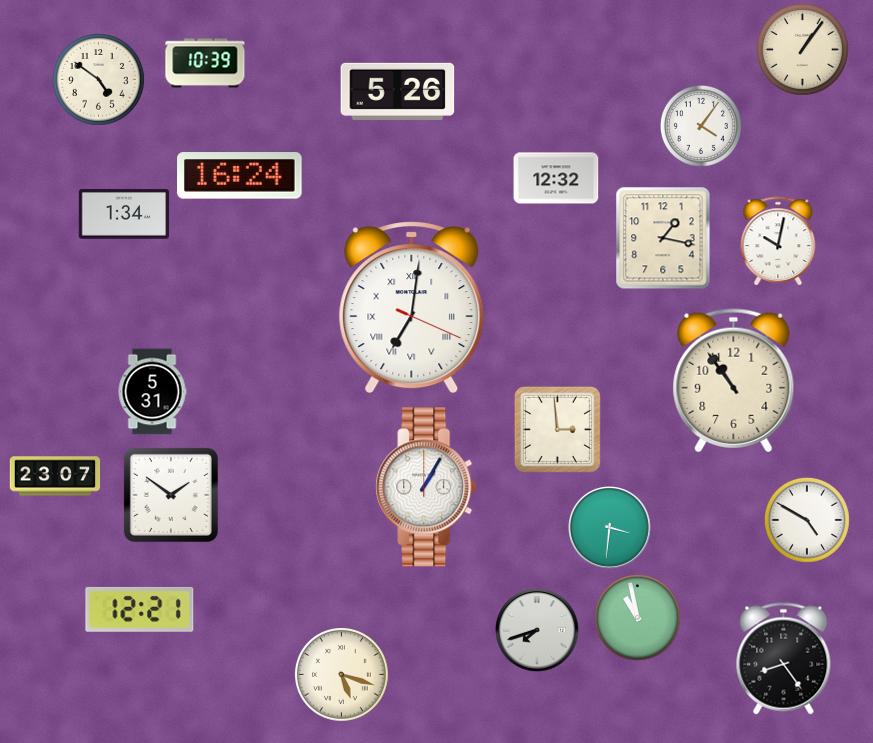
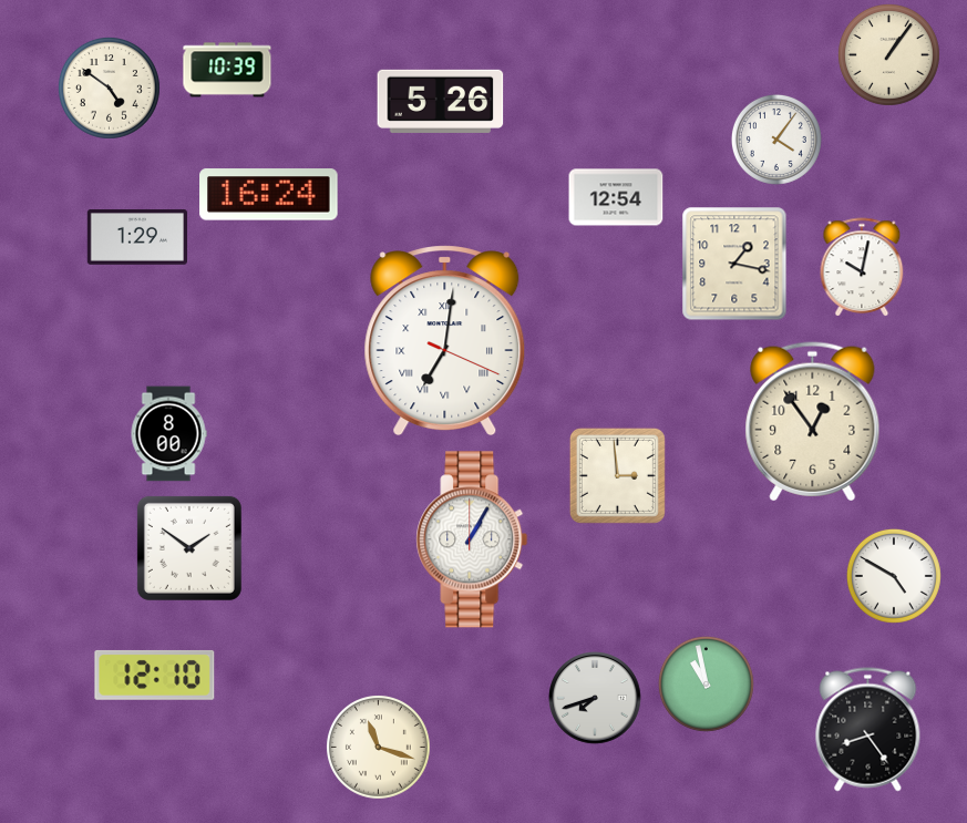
clock at (240, 176) position: (240, 176) -> (269, 195)
clock at (556, 178): 12:32 -> 12:54
clock at (123, 215): 1:34 -> 1:29
clock at (412, 308) position: (412, 308) -> (445, 341)
clock at (734, 381): 10:54 -> 12:54
clock at (152, 392): 5:31 -> 8:00
clock at (55, 476): 23:07 -> none
clock at (610, 528): 3:31 -> none
clock at (140, 609): 12:21 -> 12:10
clock at (342, 675): 5:18 -> 11:18
